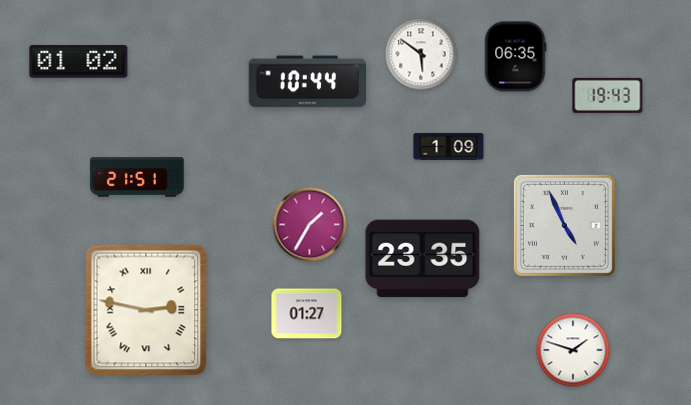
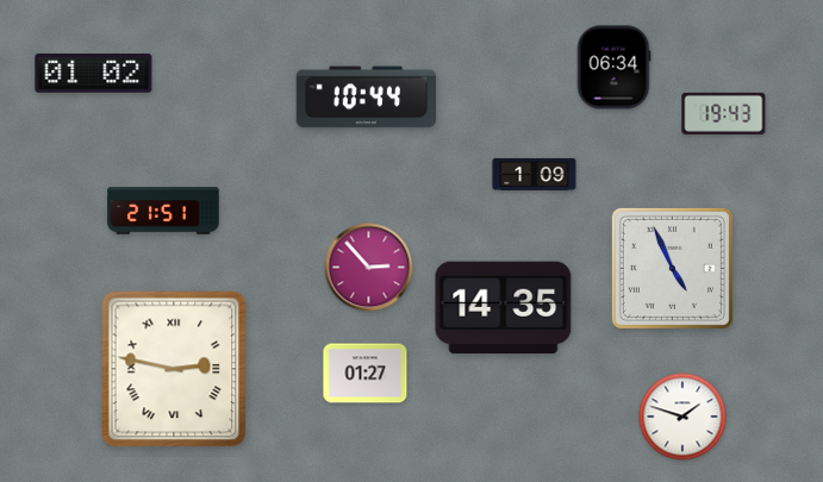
clock at (421, 54): 5:51 -> none
clock at (515, 57): 06:35 -> 06:34
clock at (310, 225): 1:35 -> 2:53
clock at (423, 259): 23:35 -> 14:35
